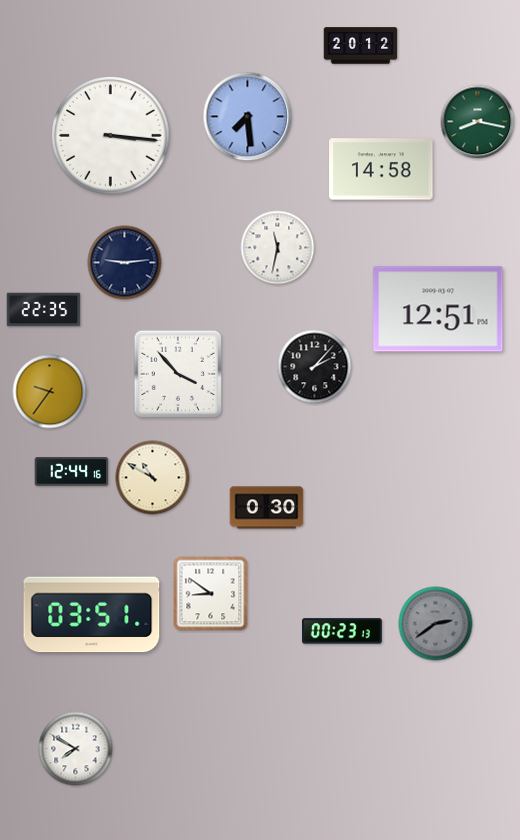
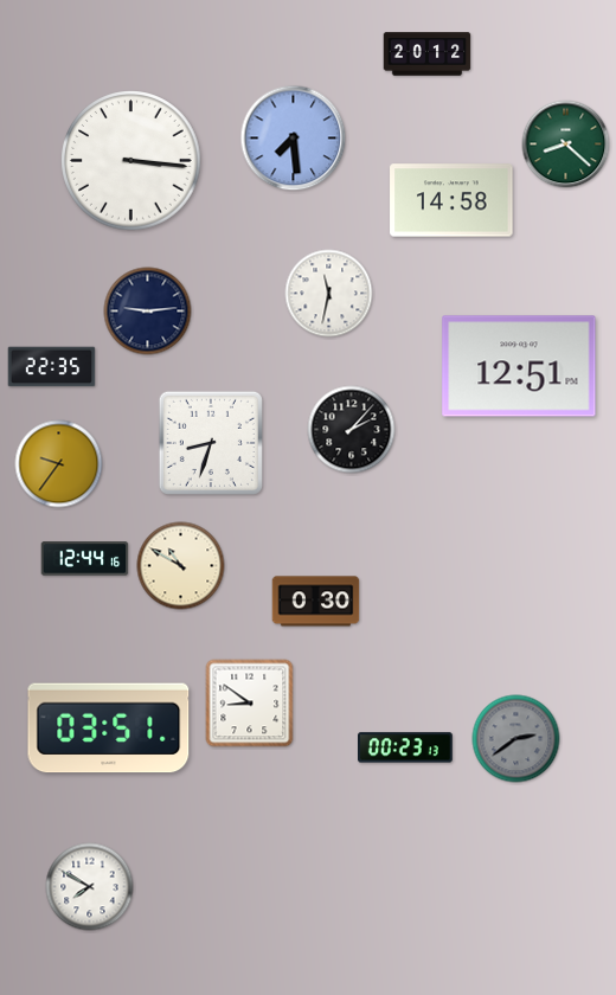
clock at (478, 122): 8:17 -> 8:22
clock at (315, 367) position: (315, 367) -> (352, 430)
clock at (178, 374): 3:53 -> 8:33
